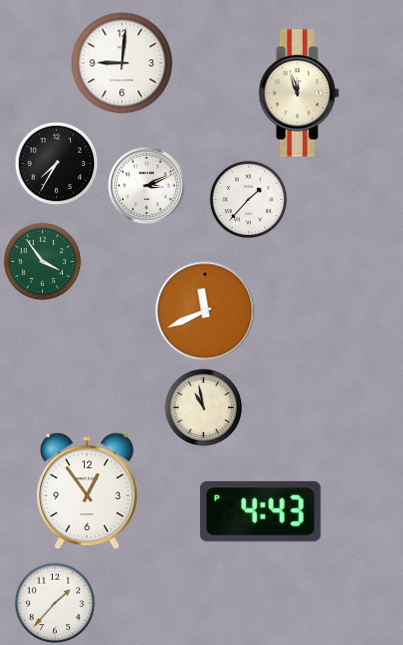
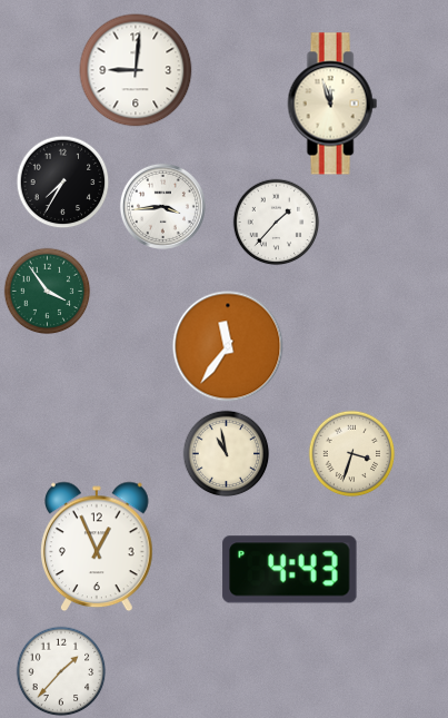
clock at (146, 185): 3:11 -> 3:44
clock at (205, 311): 11:41 -> 11:36
clock at (351, 453): none -> 3:33
clock at (88, 491): 12:54 -> 12:56
